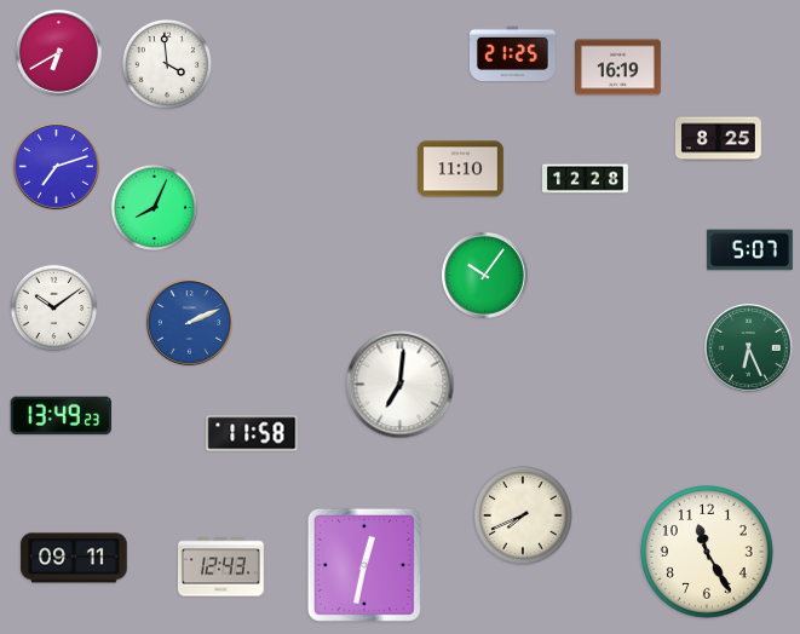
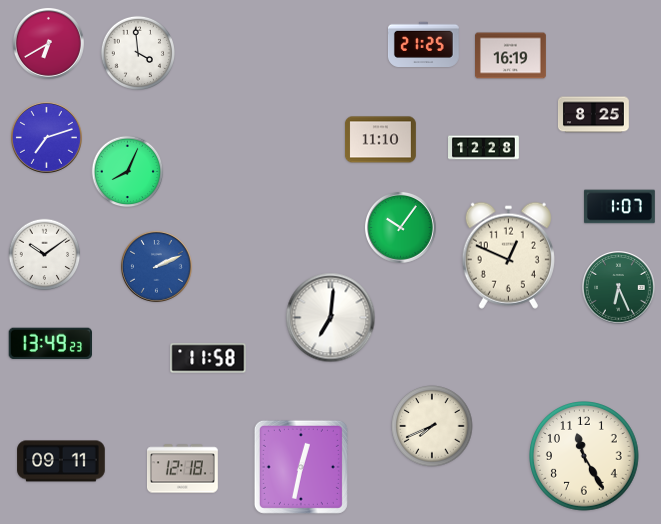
clock at (749, 250): 5:07 -> 1:07
clock at (508, 255): none -> 12:49
clock at (220, 567): 12:43 -> 12:18
